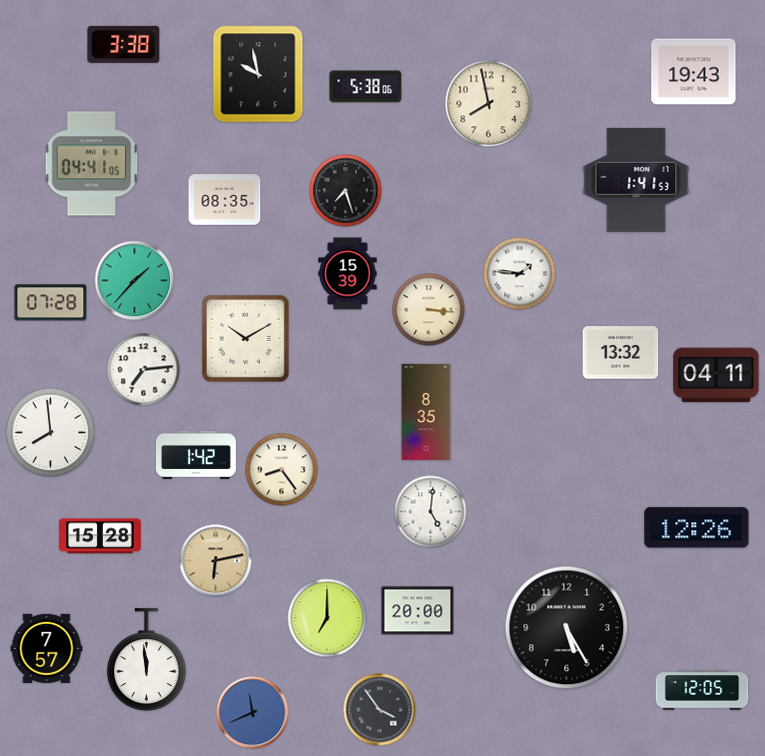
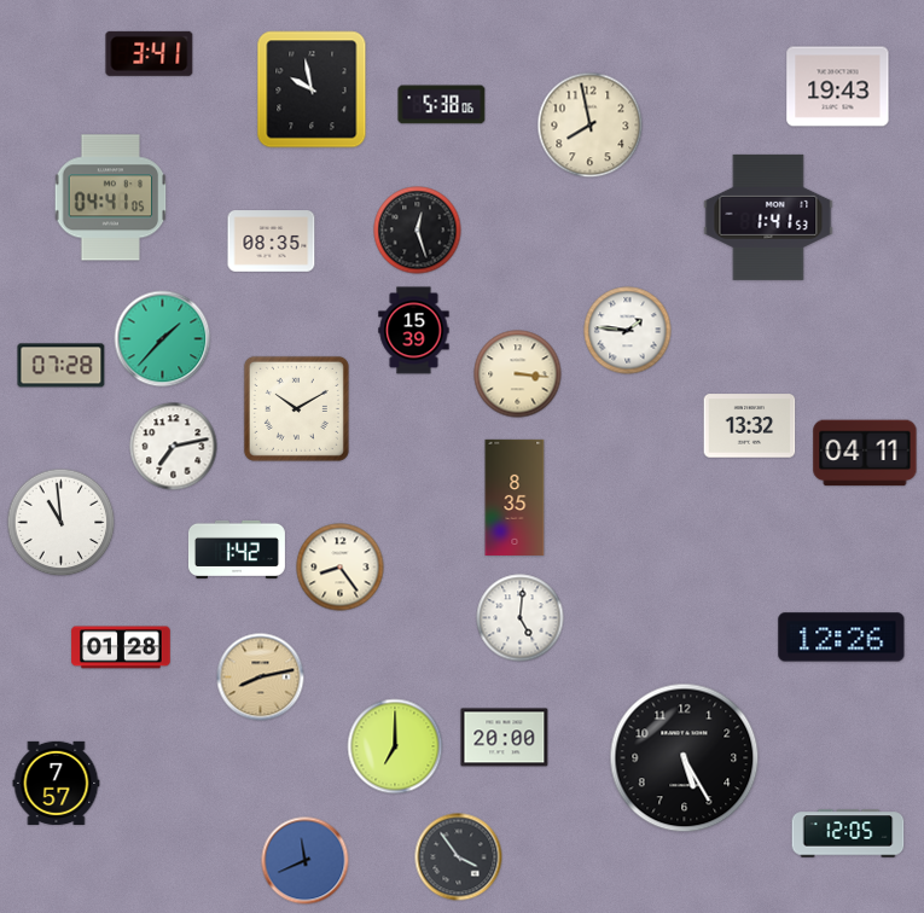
clock at (124, 44): 3:38 -> 3:41
clock at (346, 191): 7:27 -> 12:27
clock at (348, 274) position: (348, 274) -> (414, 331)
clock at (144, 370): 7:14 -> 7:13
clock at (51, 433): 7:59 -> 10:59
clock at (100, 536): 15:28 -> 01:28
clock at (216, 561): 6:13 -> 8:13
clock at (147, 660): 11:59 -> none
